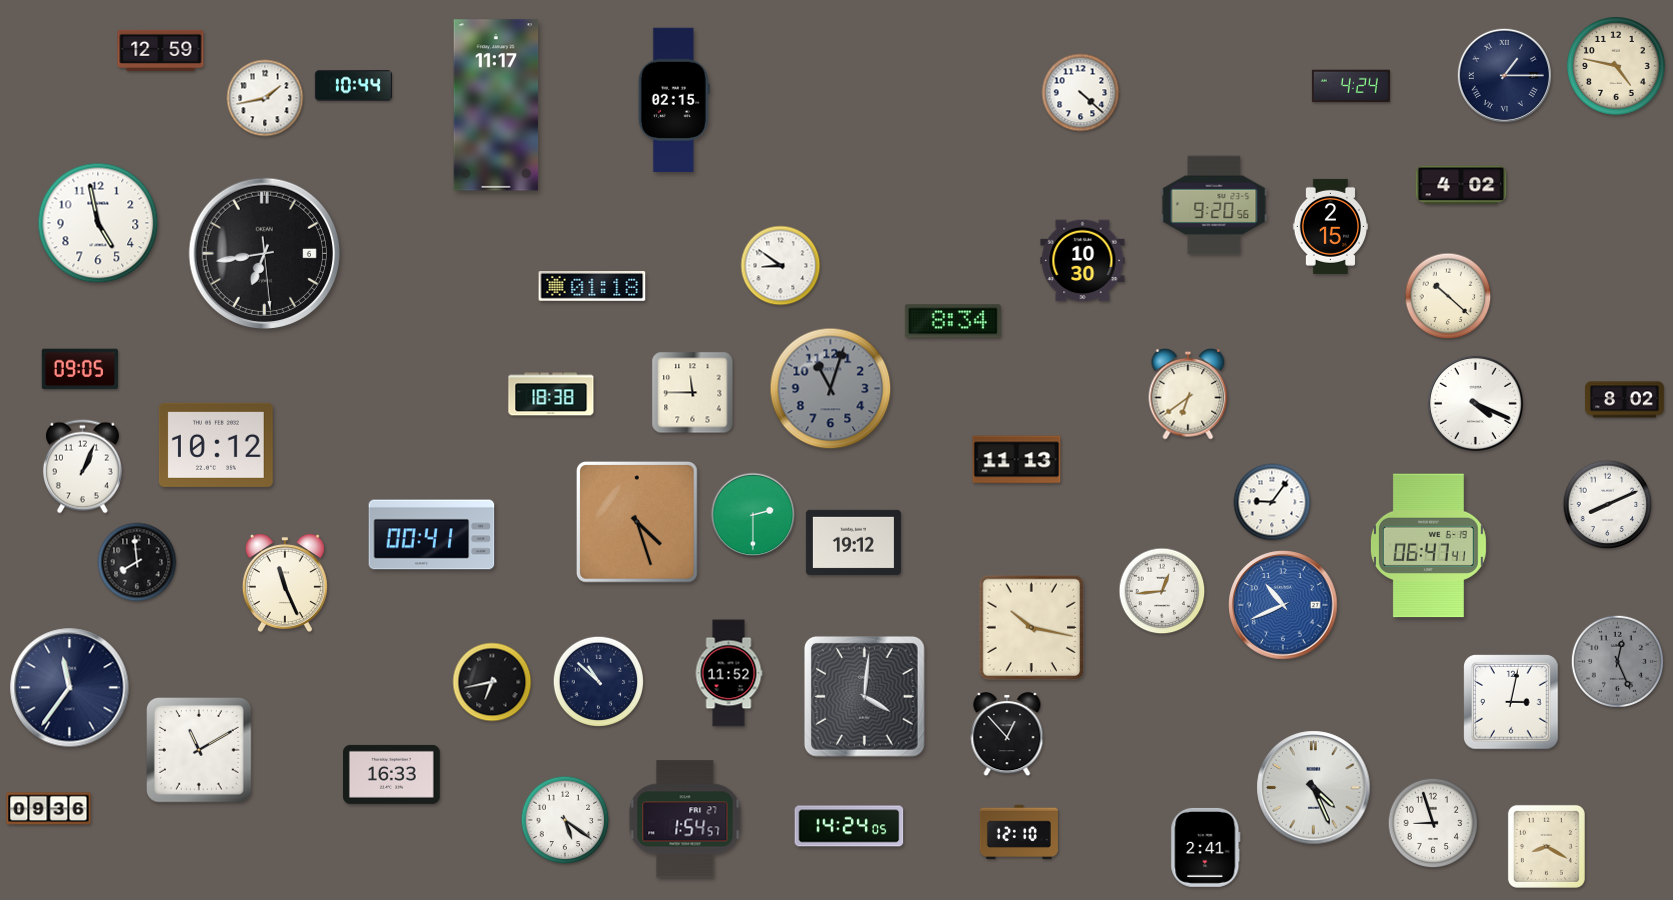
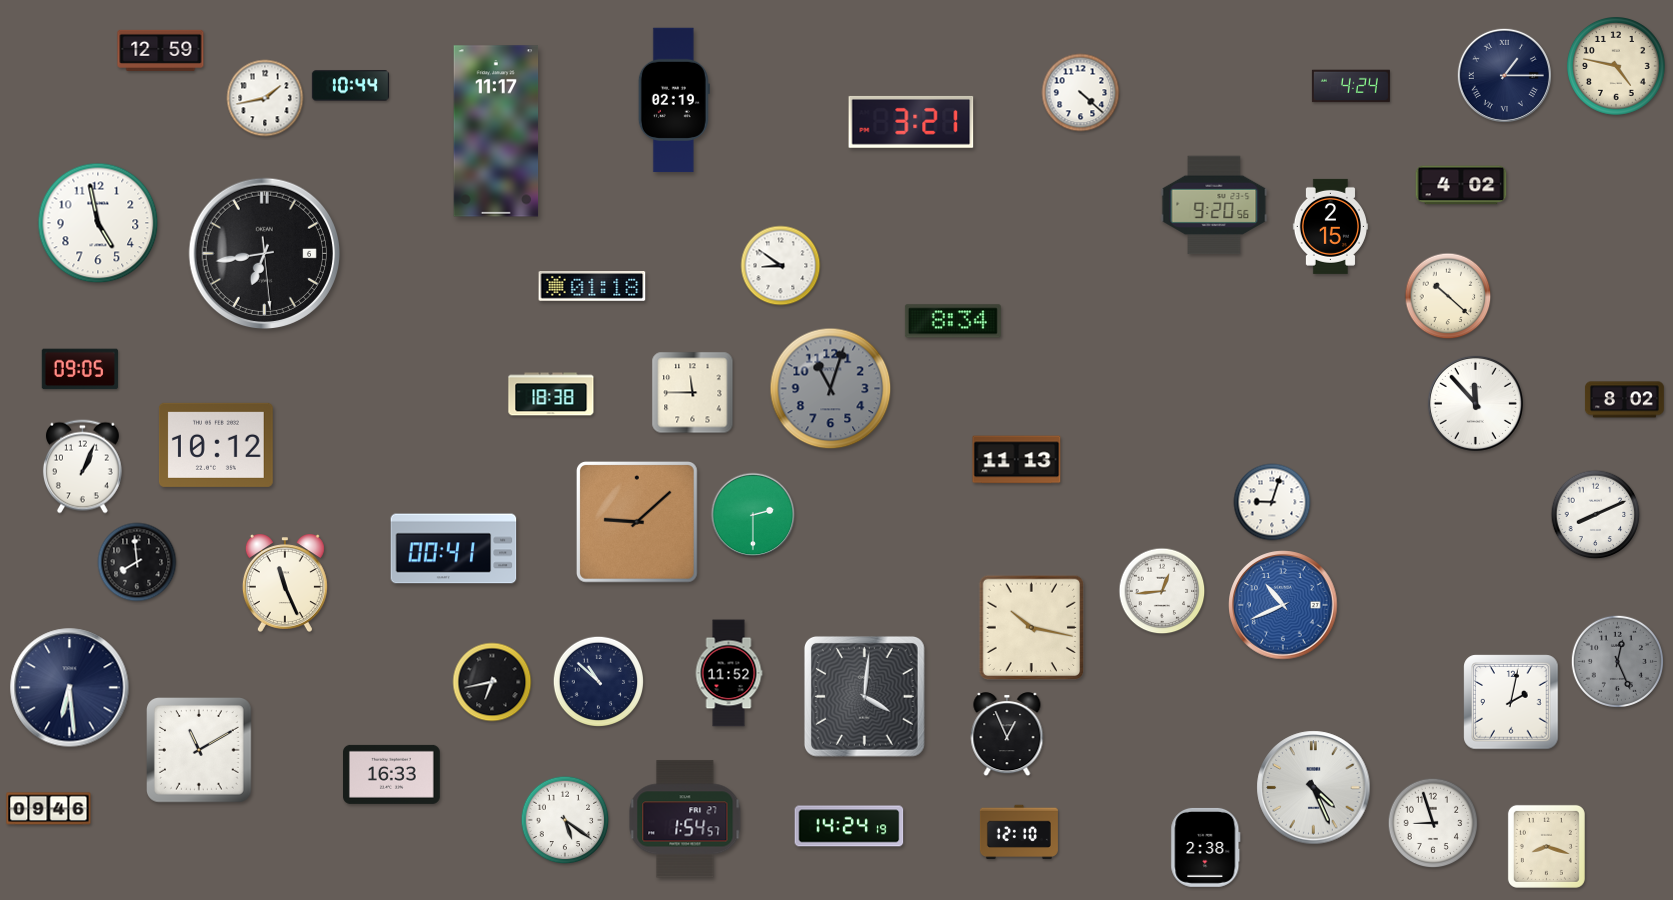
clock at (353, 86) position: (353, 86) -> (350, 86)
clock at (674, 100): 02:15 -> 02:19
clock at (496, 105) position: (496, 105) -> (496, 131)
clock at (911, 122): none -> 3:21
clock at (1083, 261): 10:30 -> none
clock at (1188, 394): 6:39 -> none
clock at (1475, 403): 4:19 -> 11:53
clock at (1272, 502): 9:06 -> 9:03
clock at (1608, 505) position: (1608, 505) -> (1596, 515)
clock at (637, 522): 4:27 -> 9:08
clock at (432, 535) position: (432, 535) -> (454, 549)
clock at (853, 542): 19:12 -> none
clock at (1428, 546): 06:47 -> none
clock at (70, 688): 11:36 -> 6:29
clock at (1511, 702): 3:02 -> 2:02
clock at (1007, 735): 12:53 -> 12:56
clock at (49, 809): 09:36 -> 09:46
clock at (849, 826): 14:24:05 -> 14:24:19
clock at (1546, 846): 8:20 -> 8:18
clock at (1206, 847): 2:41 -> 2:38
